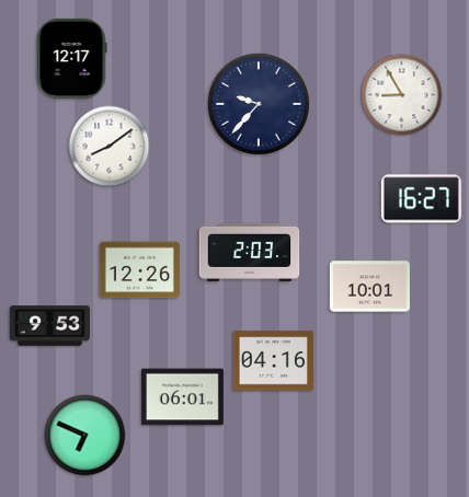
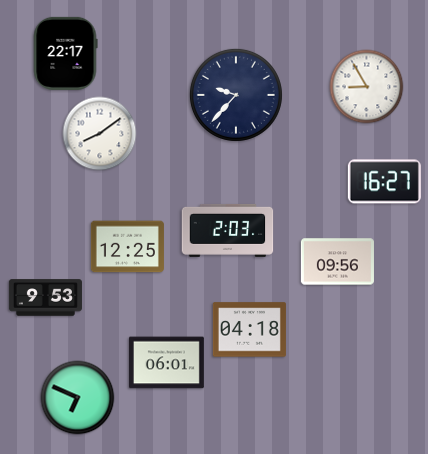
clock at (71, 58): 12:17 -> 22:17
clock at (139, 270): 12:26 -> 12:25
clock at (369, 287): 10:01 -> 09:56
clock at (273, 361): 04:16 -> 04:18
